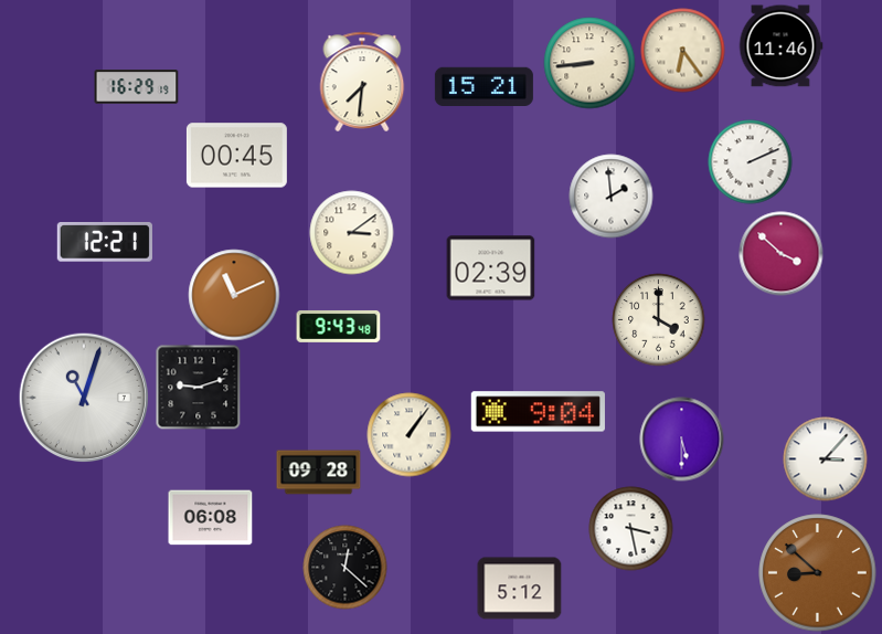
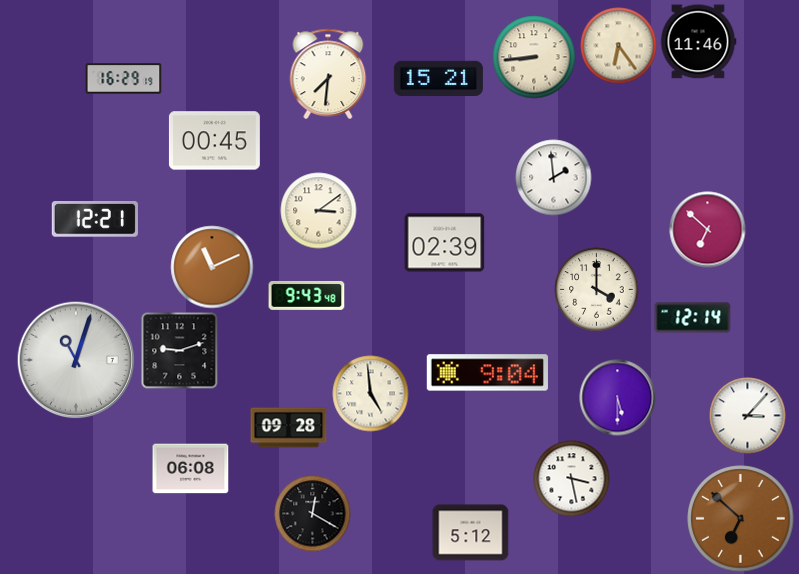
clock at (780, 46) position: (780, 46) -> (698, 42)
clock at (751, 162): 2:11 -> none
clock at (782, 254): 3:52 -> 6:52
clock at (693, 318): none -> 12:14
clock at (410, 435): 1:06 -> 4:59
clock at (346, 568): 12:22 -> 12:20
clock at (818, 573): 8:52 -> 6:52
